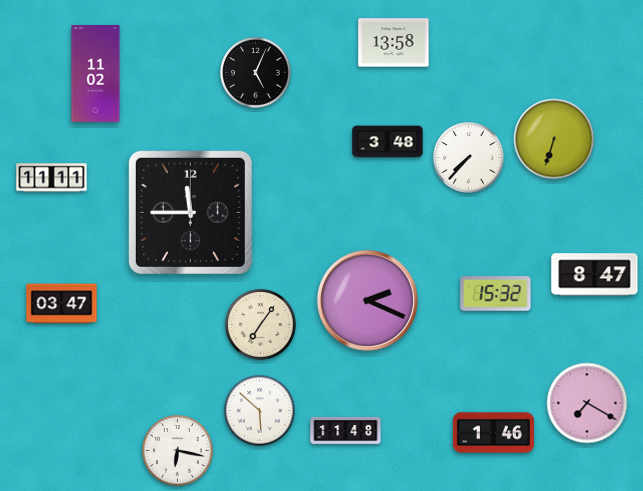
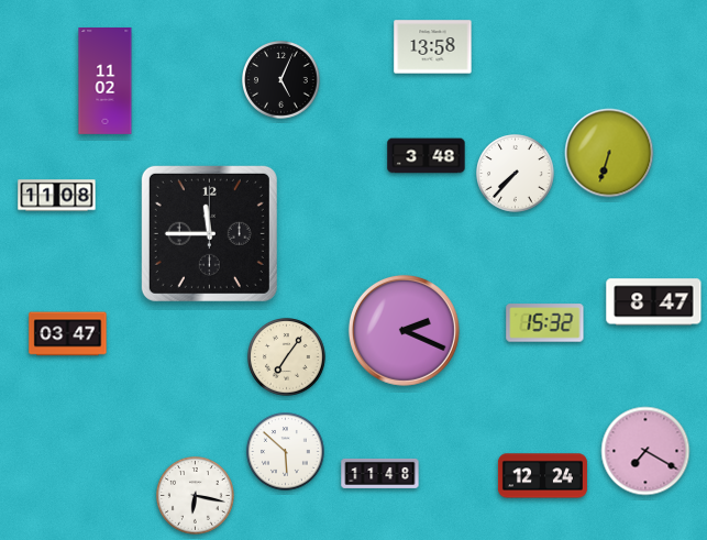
clock at (52, 178): 11:11 -> 11:08
clock at (587, 403) position: (587, 403) -> (645, 451)
clock at (493, 433): 1:46 -> 12:24
